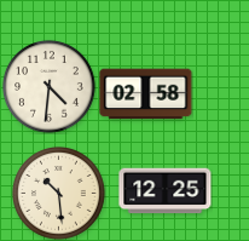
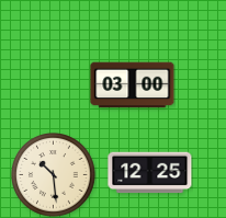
clock at (50, 87): 4:31 -> none
clock at (146, 94): 02:58 -> 03:00
